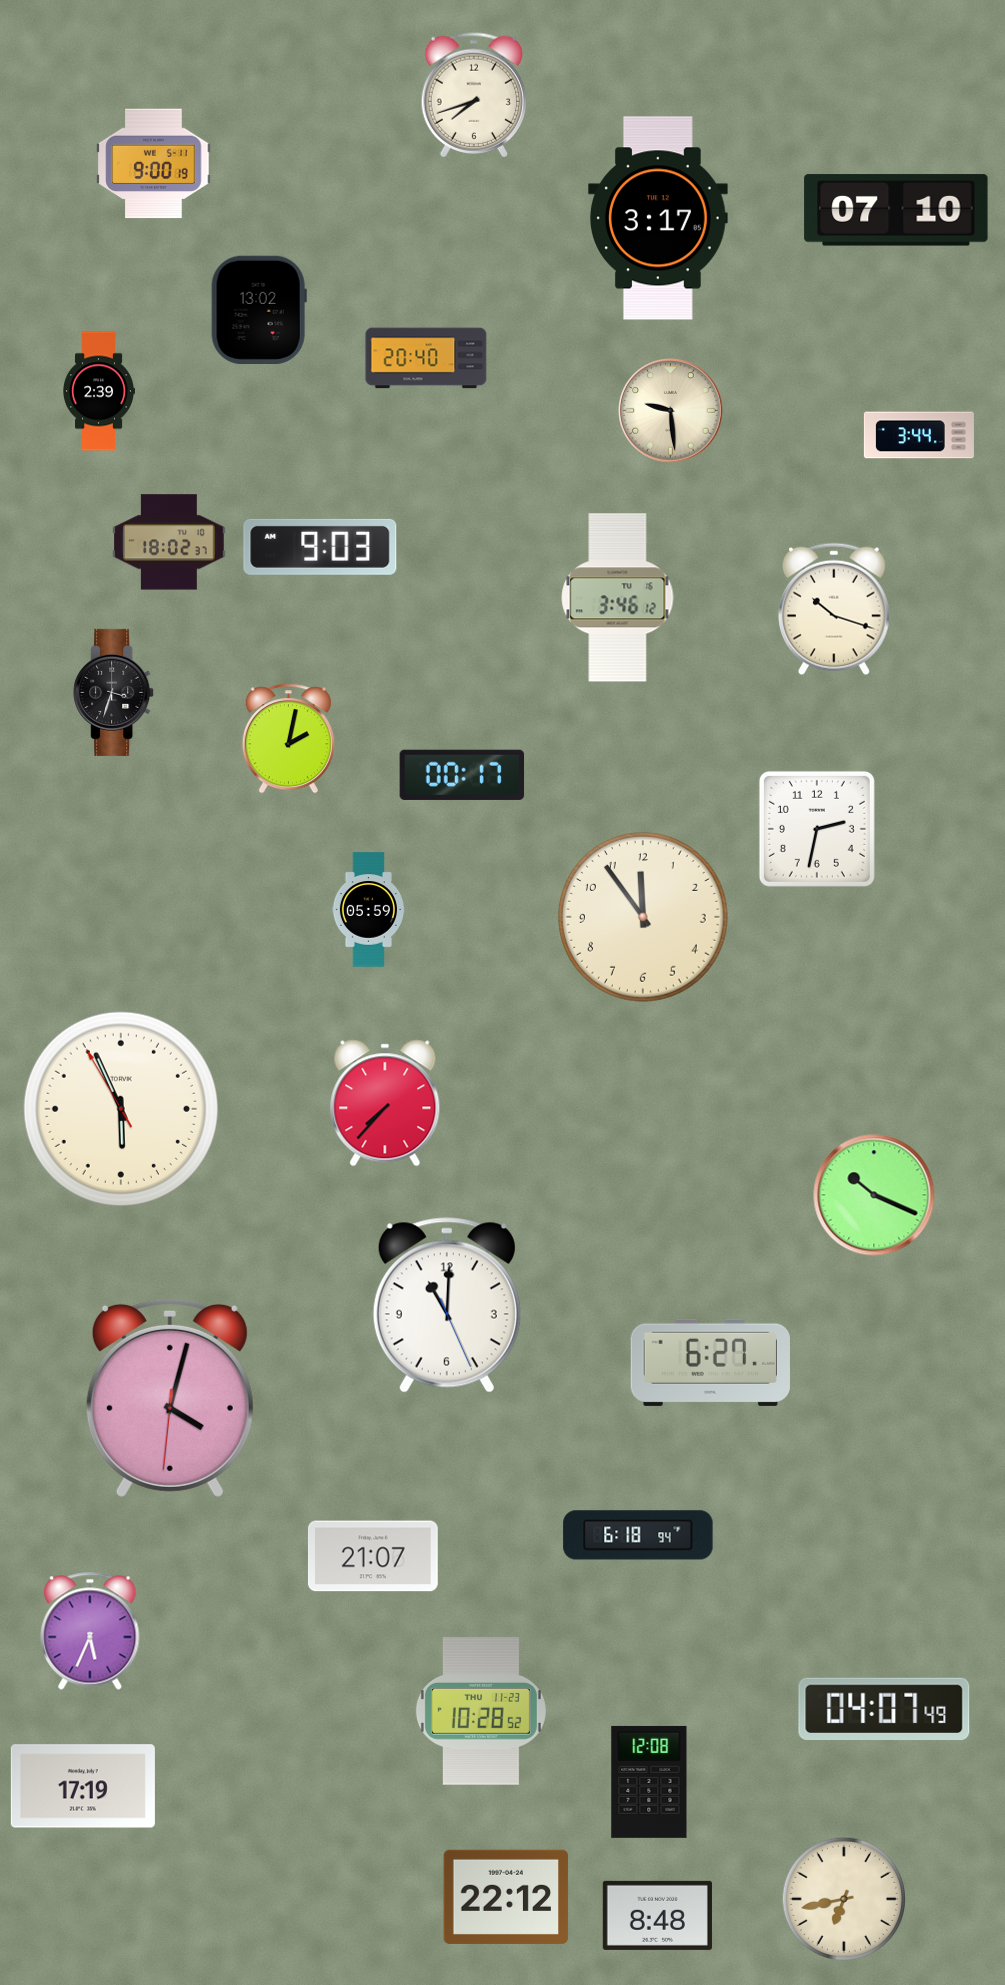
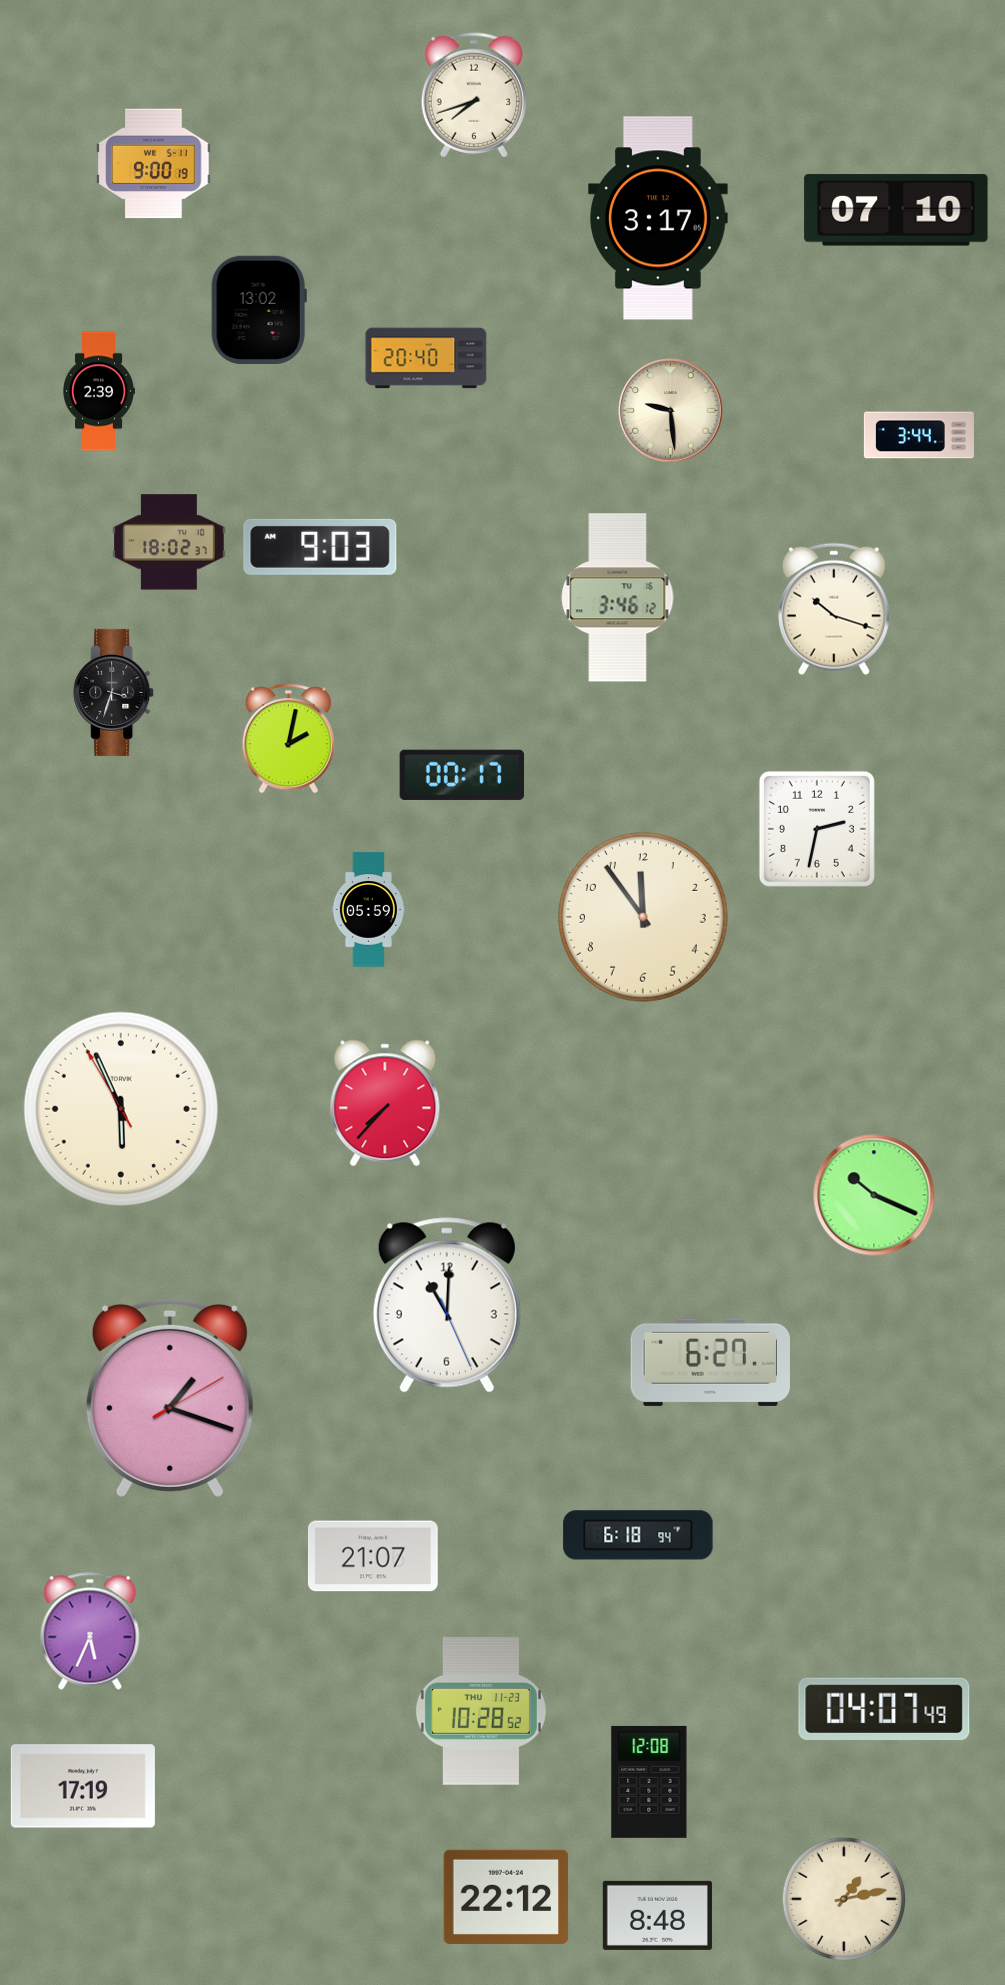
clock at (170, 1397): 4:02 -> 1:18
clock at (843, 1898): 6:43 -> 1:13
